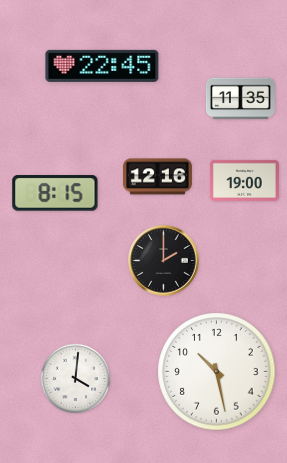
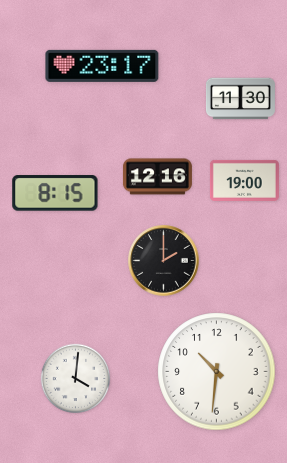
clock at (102, 66): 22:45 -> 23:17
clock at (240, 99): 11:35 -> 11:30
clock at (217, 372): 10:28 -> 10:31
